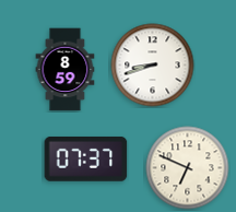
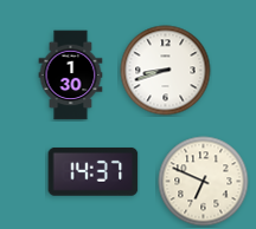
clock at (66, 70): 8:59 -> 1:30
clock at (86, 158): 07:37 -> 14:37
